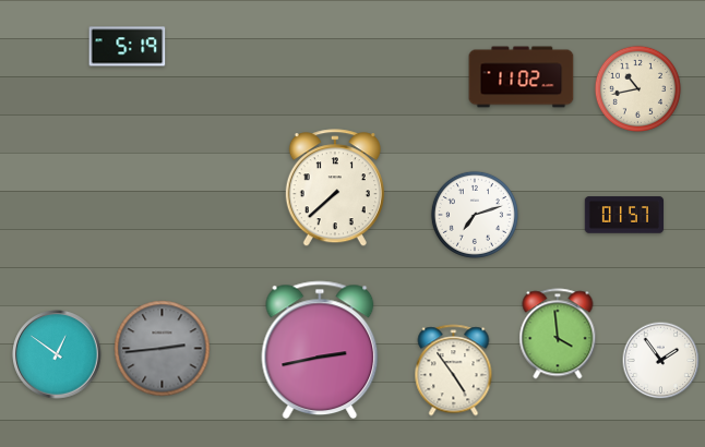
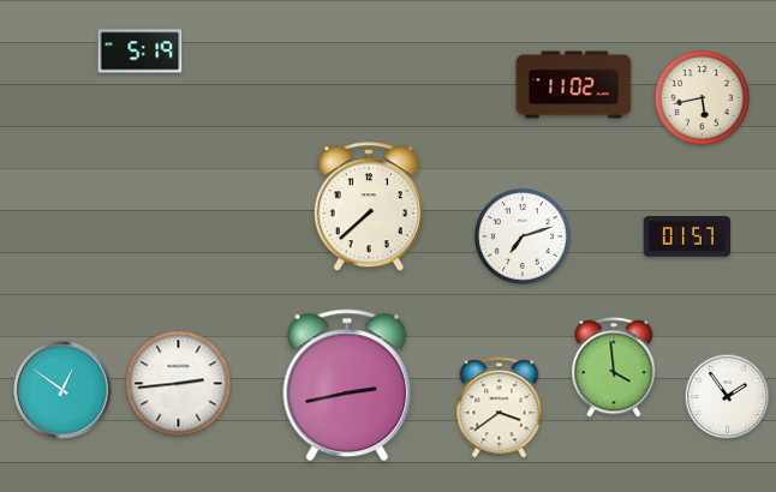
clock at (637, 88): 10:43 -> 5:43
clock at (163, 349) dial: grey -> white
clock at (320, 350) position: (320, 350) -> (347, 385)
clock at (454, 371): 4:54 -> 3:39
